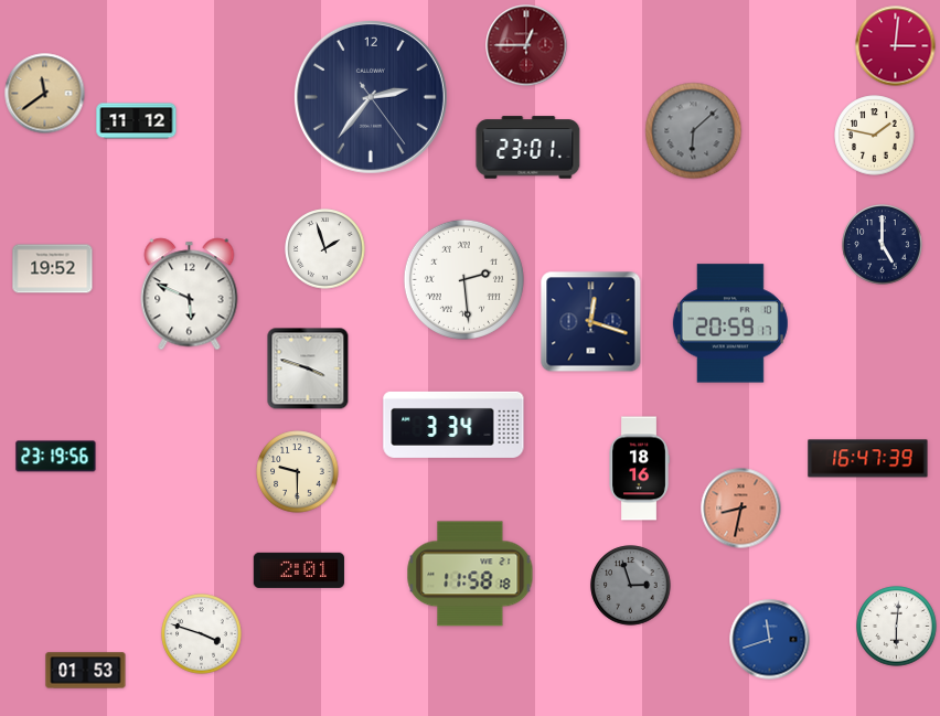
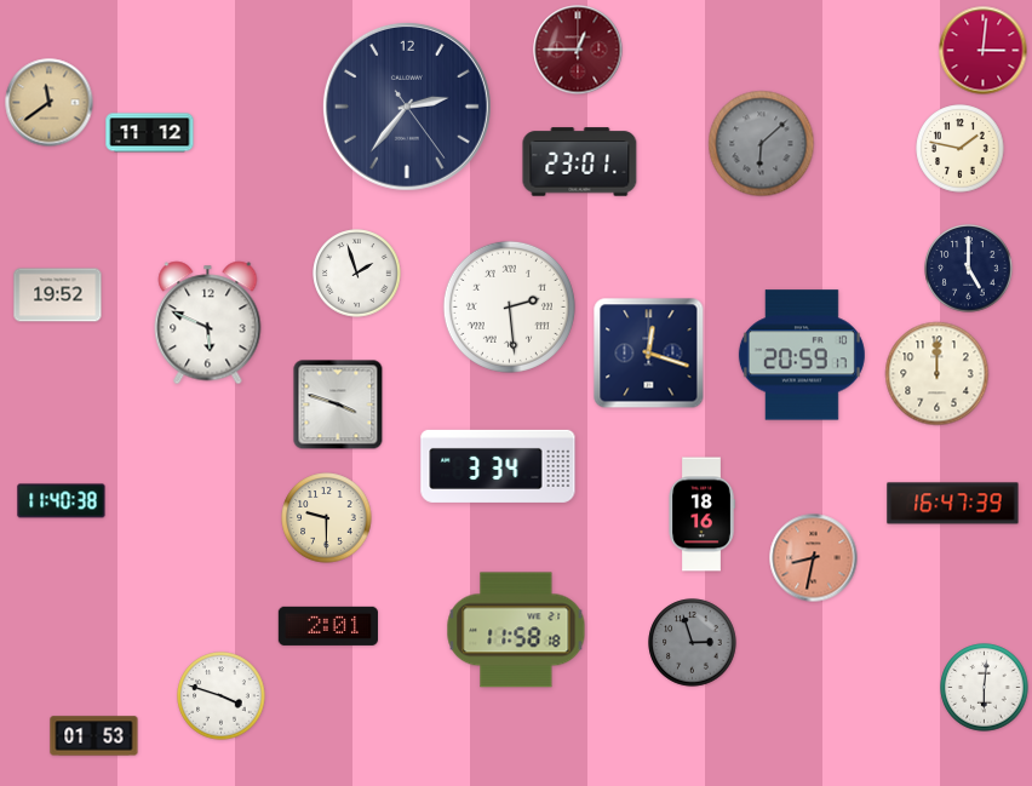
clock at (938, 374): none -> 12:00
clock at (56, 457): 23:19 -> 11:40
clock at (770, 640): 11:42 -> none
